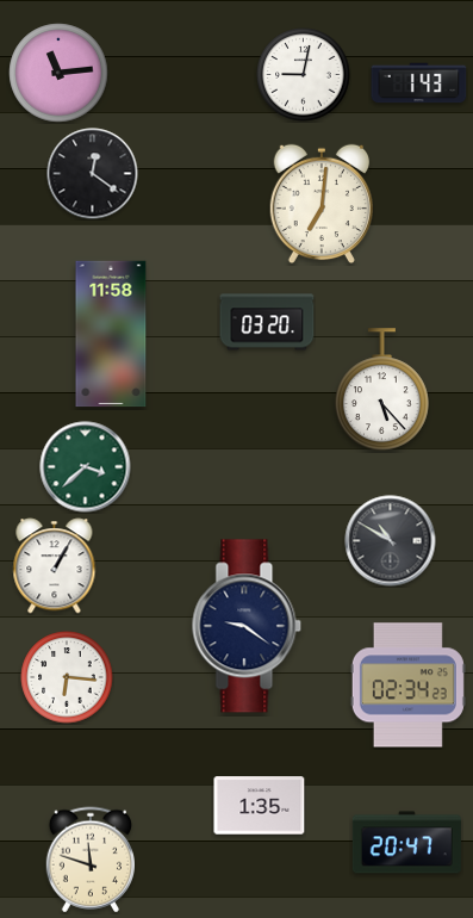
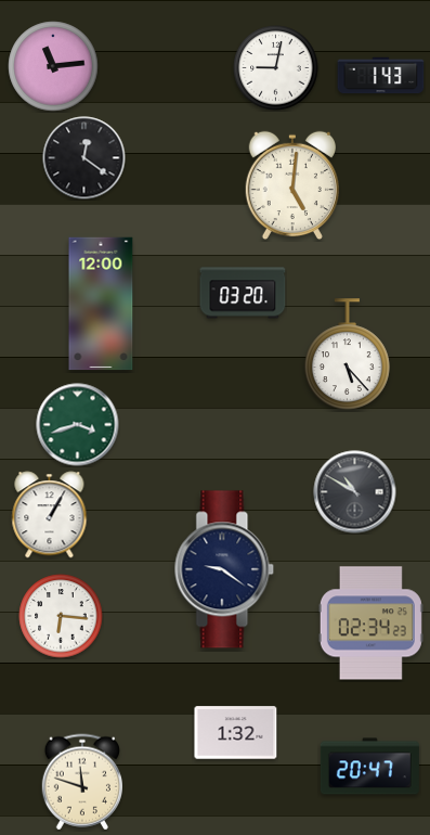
clock at (320, 204): 7:01 -> 5:01
clock at (111, 334): 11:58 -> 12:00
clock at (86, 467): 3:38 -> 3:42
clock at (260, 806): 1:35 -> 1:32
